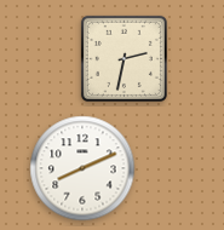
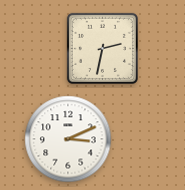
clock at (82, 168): 8:11 -> 3:11
